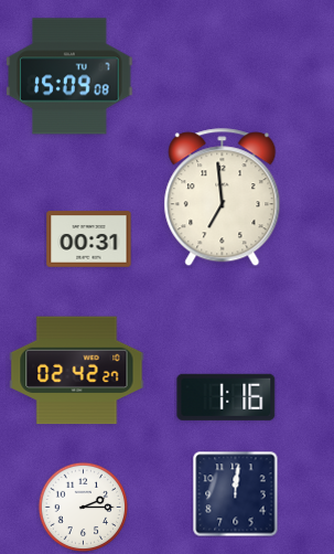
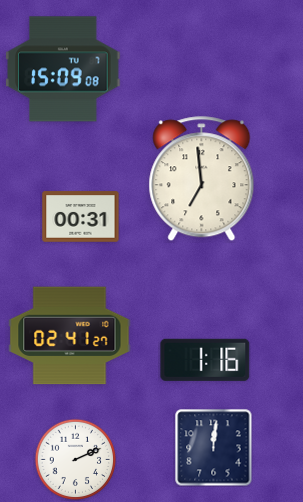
clock at (77, 371): 02:42 -> 02:41
clock at (83, 507): 2:15 -> 2:11
